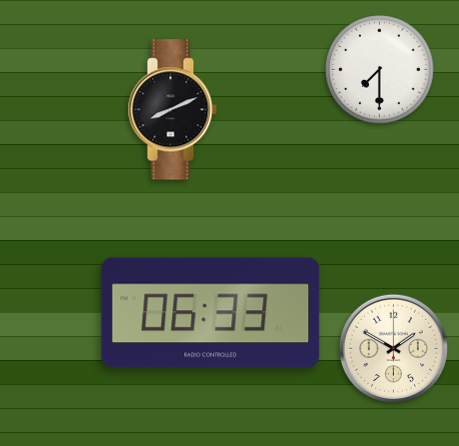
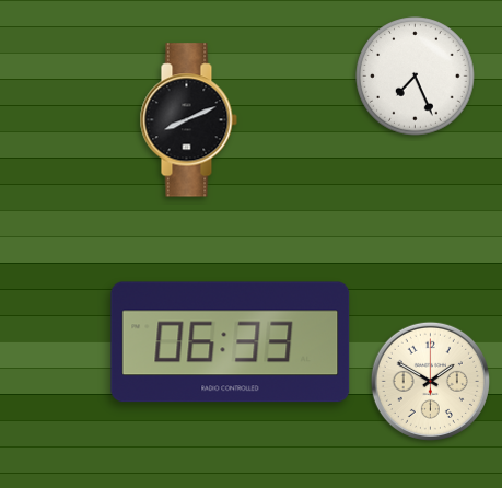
clock at (380, 70): 7:30 -> 7:26
